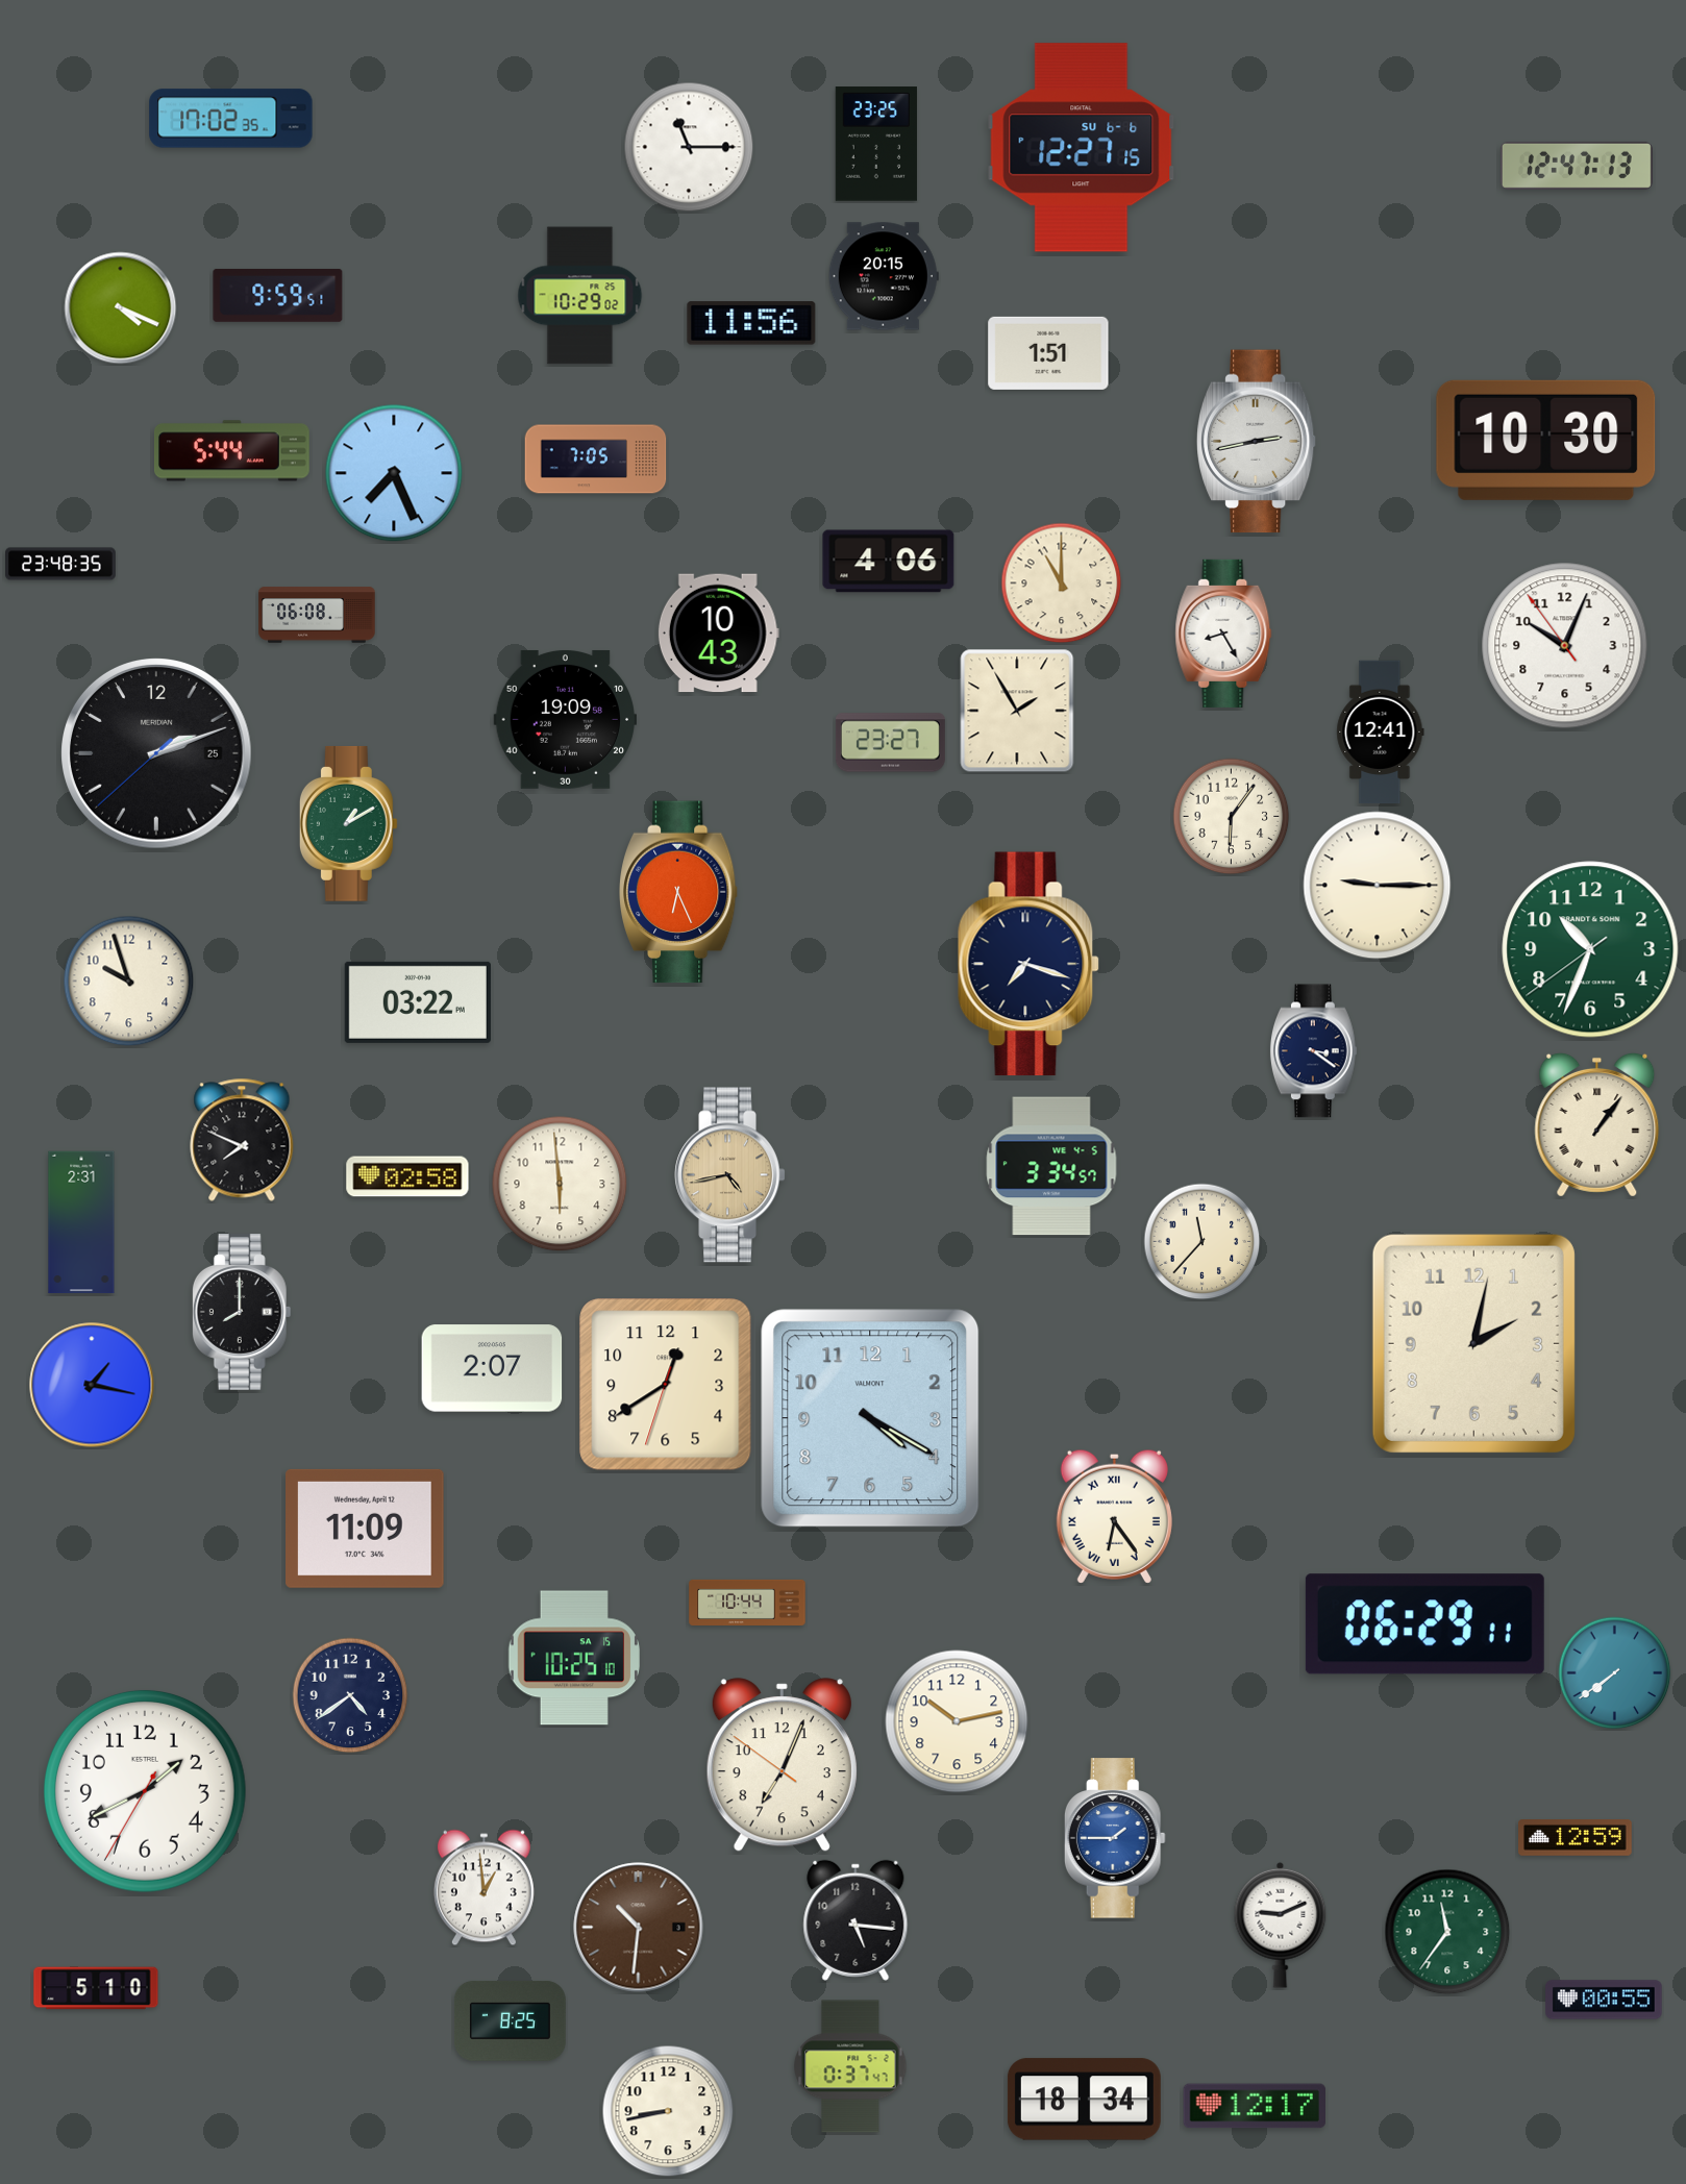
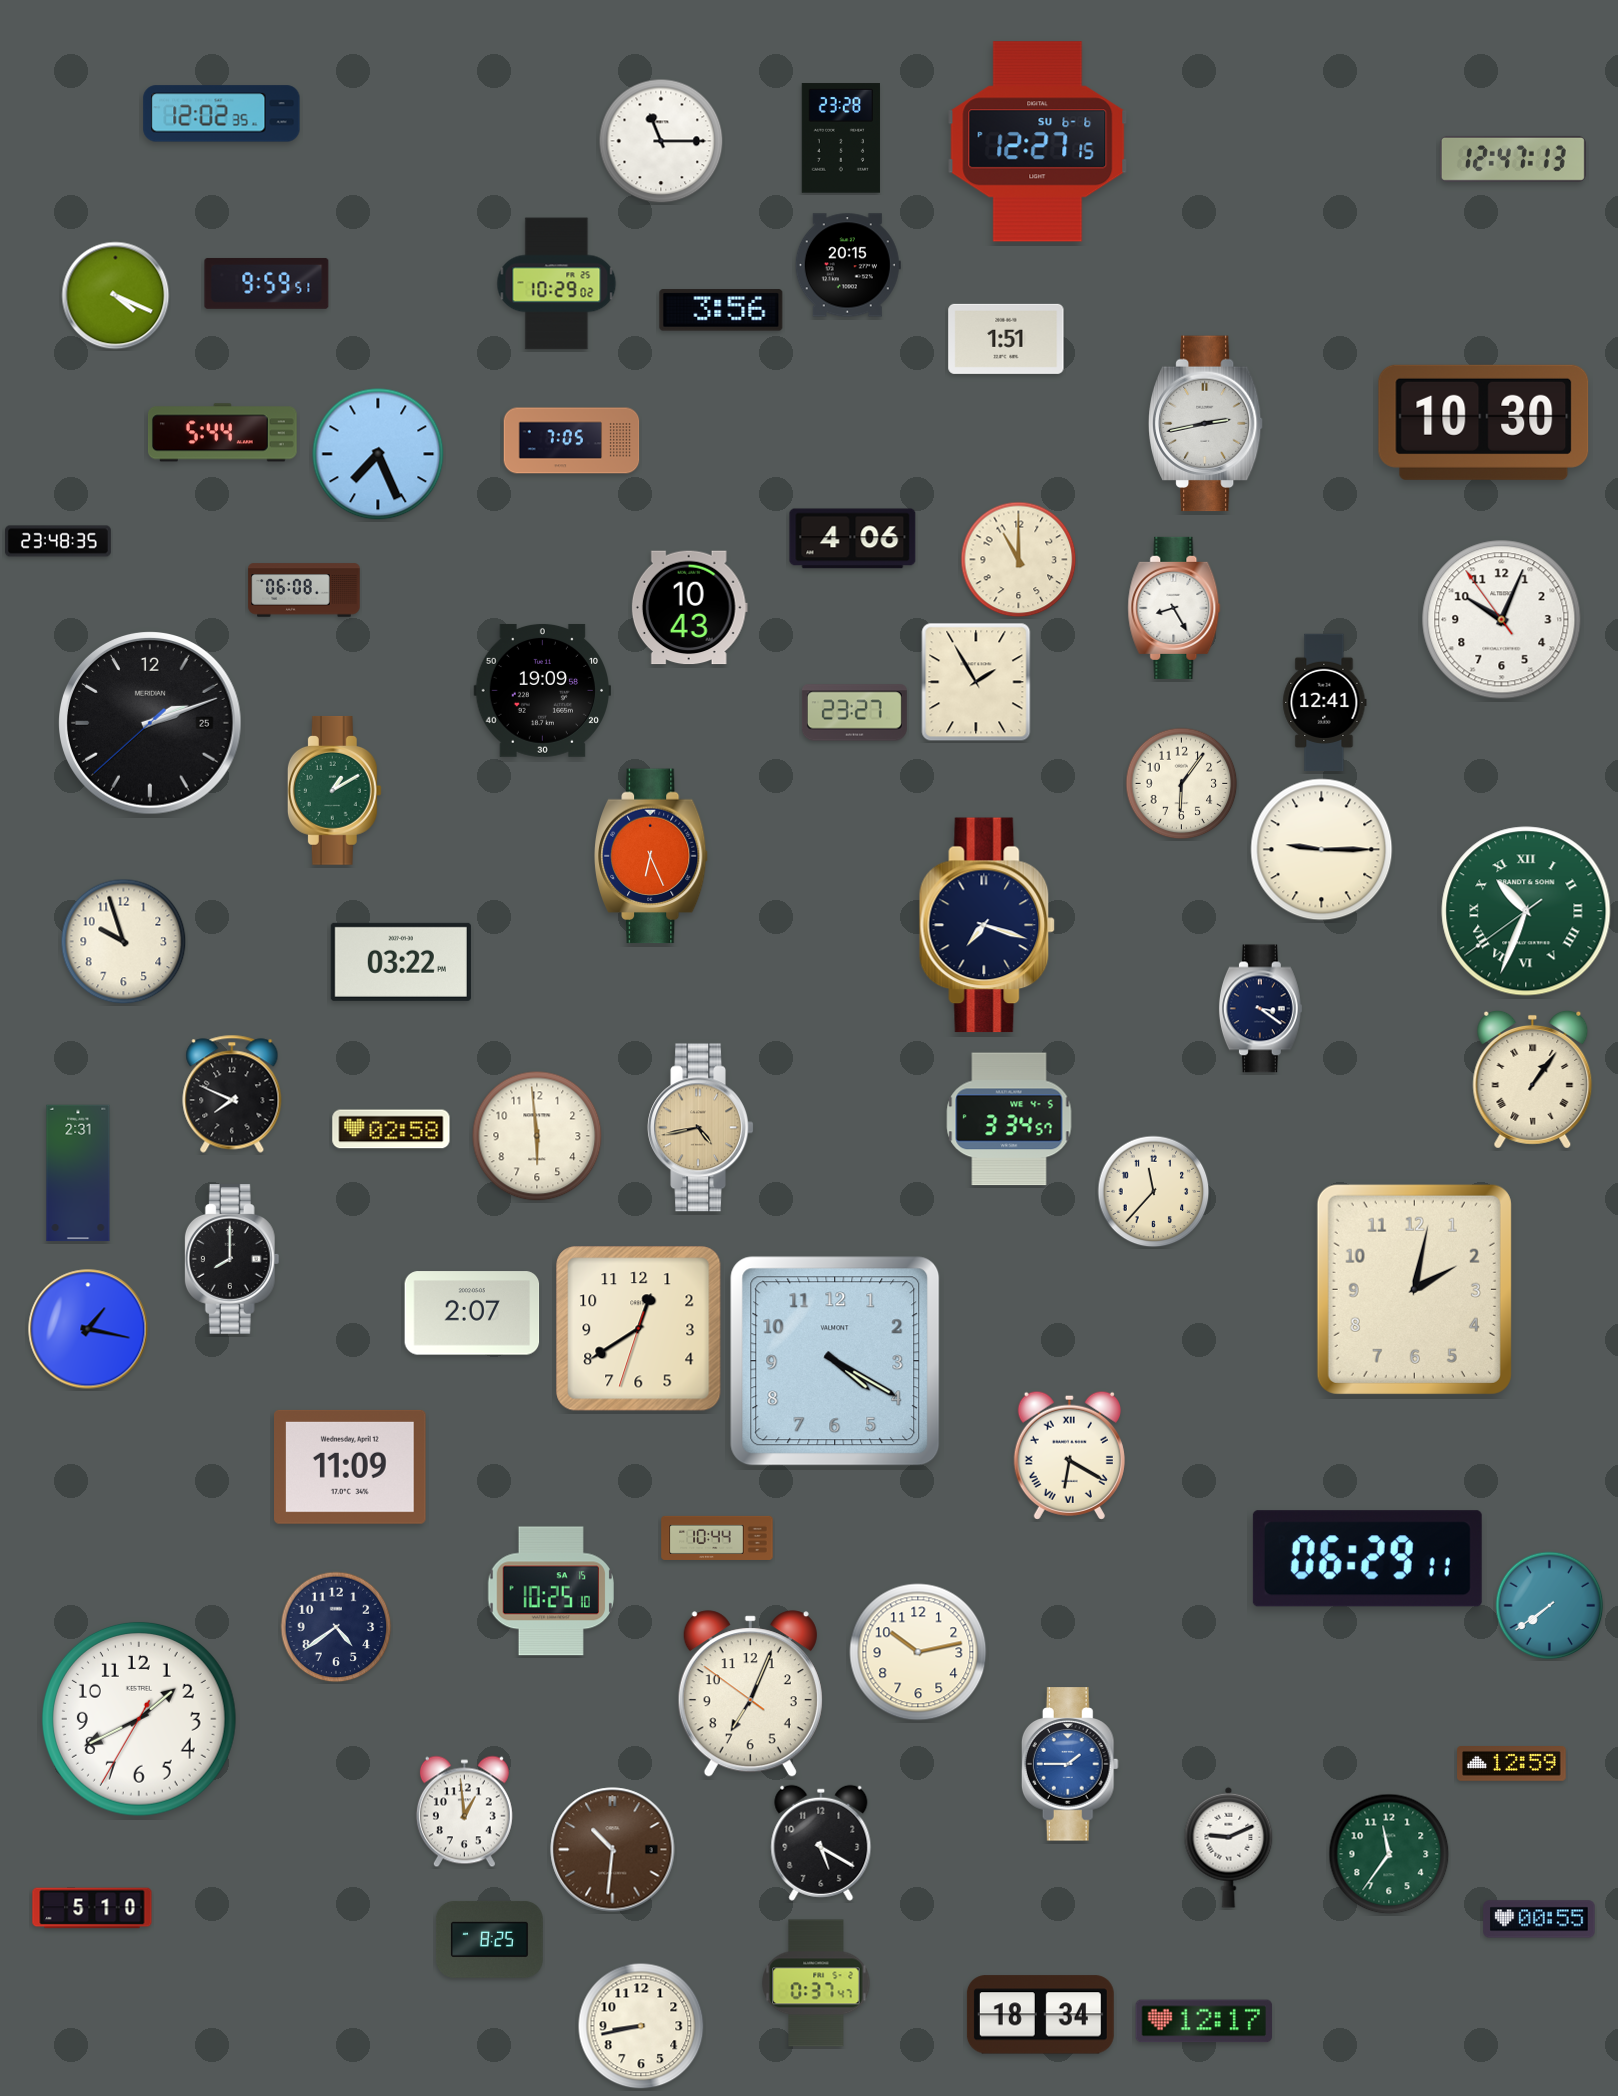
clock at (231, 119): 17:02 -> 12:02
clock at (876, 144): 23:25 -> 23:28
clock at (751, 323): 11:56 -> 3:56
clock at (1590, 949) numerals: Arabic -> Roman
clock at (1114, 1516): 6:24 -> 6:20
clock at (856, 1920): 5:16 -> 5:20
